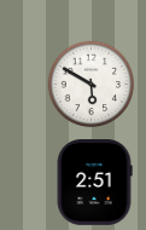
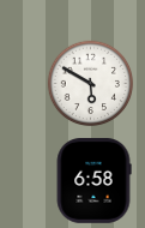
clock at (94, 183): 2:51 -> 6:58
